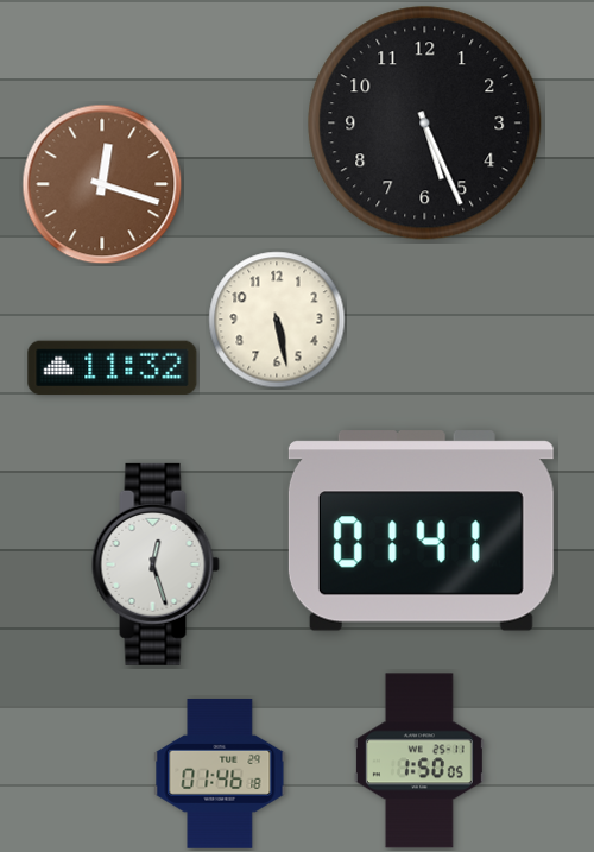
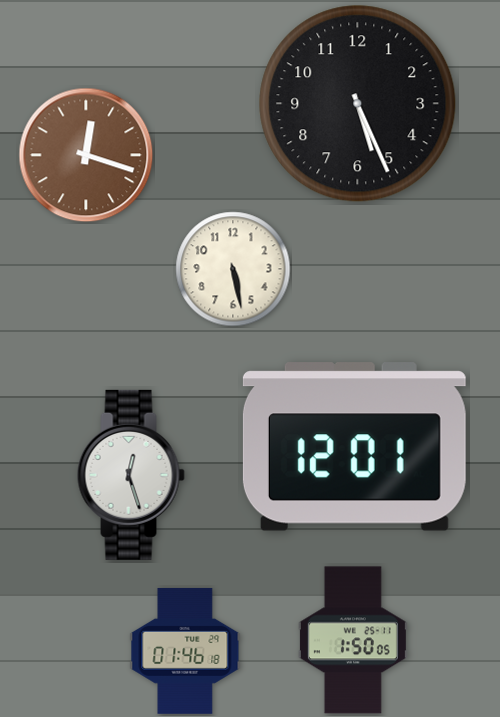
clock at (113, 368): 11:32 -> none
clock at (421, 531): 01:41 -> 12:01
